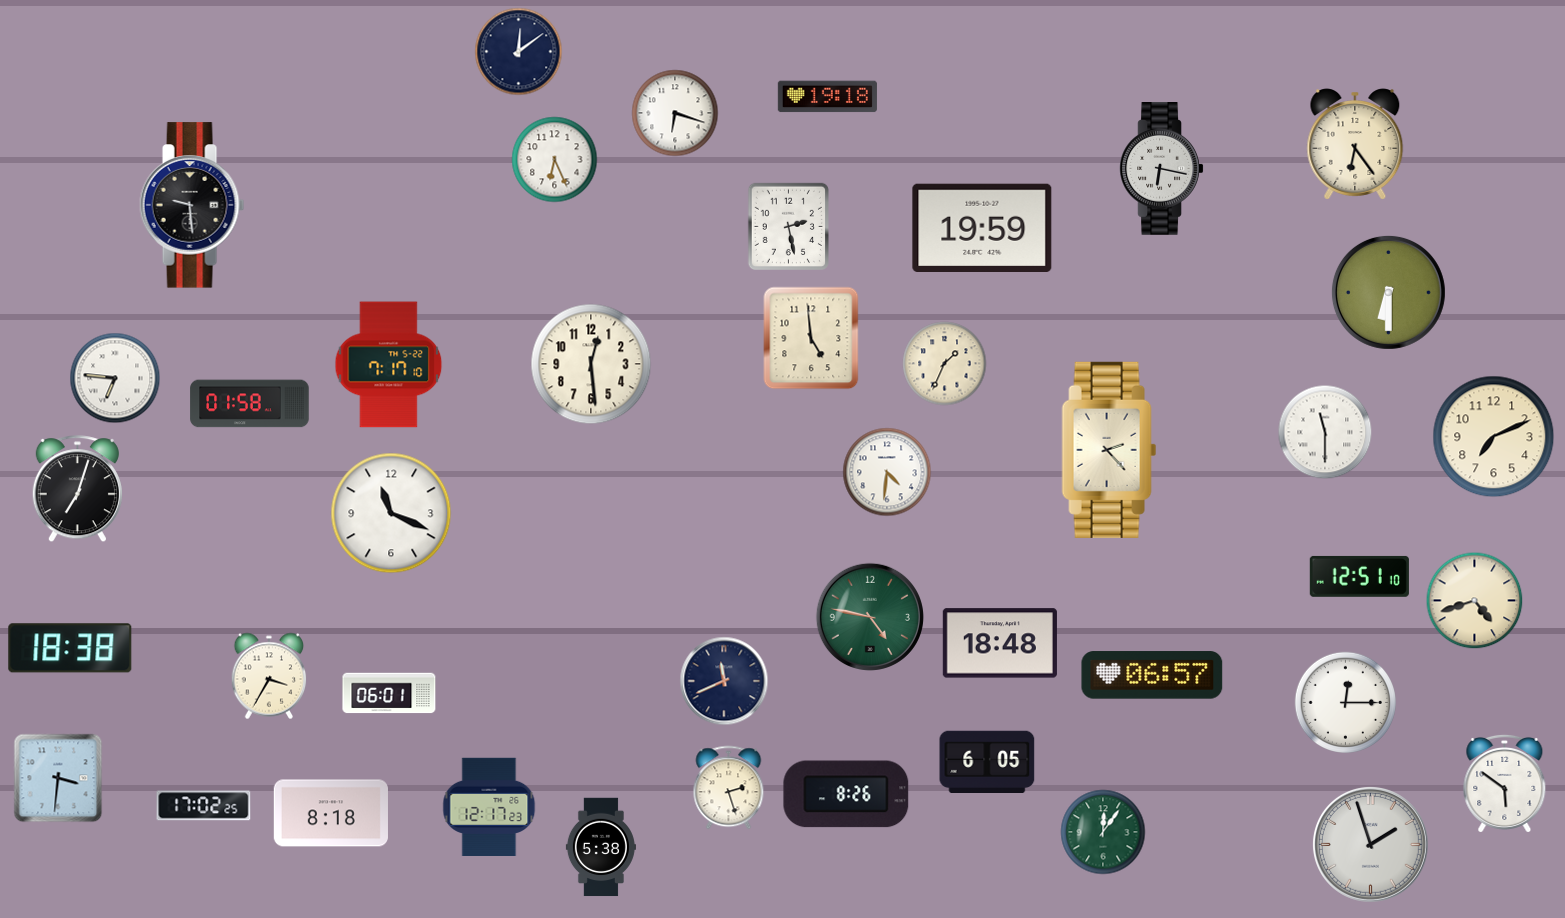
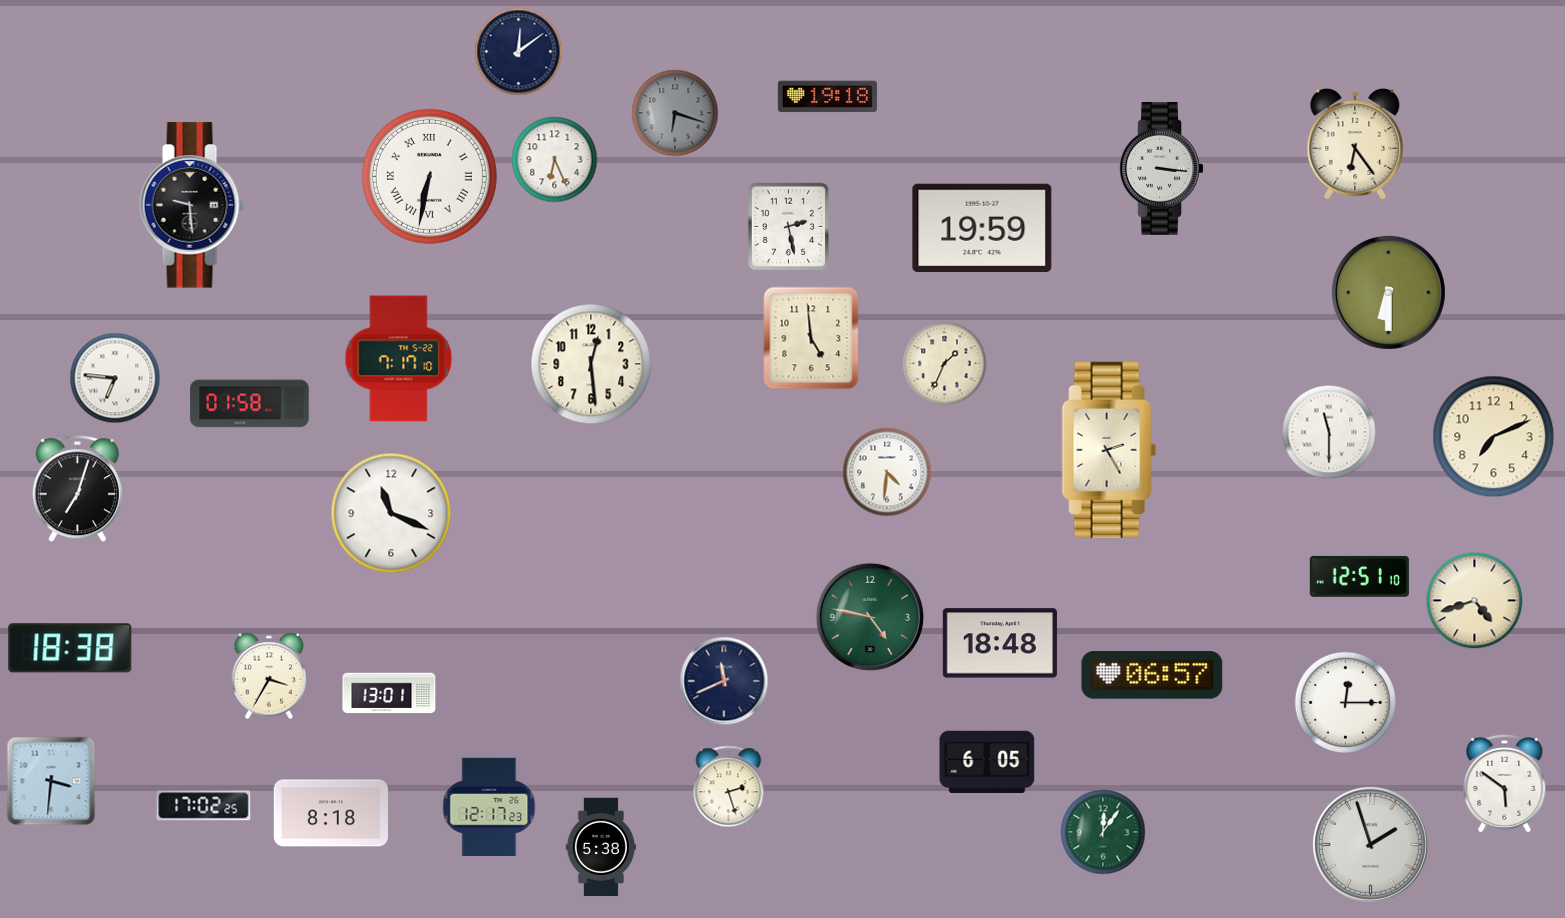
clock at (675, 113) dial: white -> grey
clock at (1162, 169): 6:17 -> 3:16
clock at (429, 176): none -> 6:32
clock at (389, 365) position: (389, 365) -> (399, 359)
clock at (1325, 432) position: (1325, 432) -> (1329, 432)
clock at (1109, 450): 2:23 -> 2:25
clock at (389, 693): 06:01 -> 13:01
clock at (58, 778) position: (58, 778) -> (51, 781)
clock at (846, 794): 8:26 -> none
